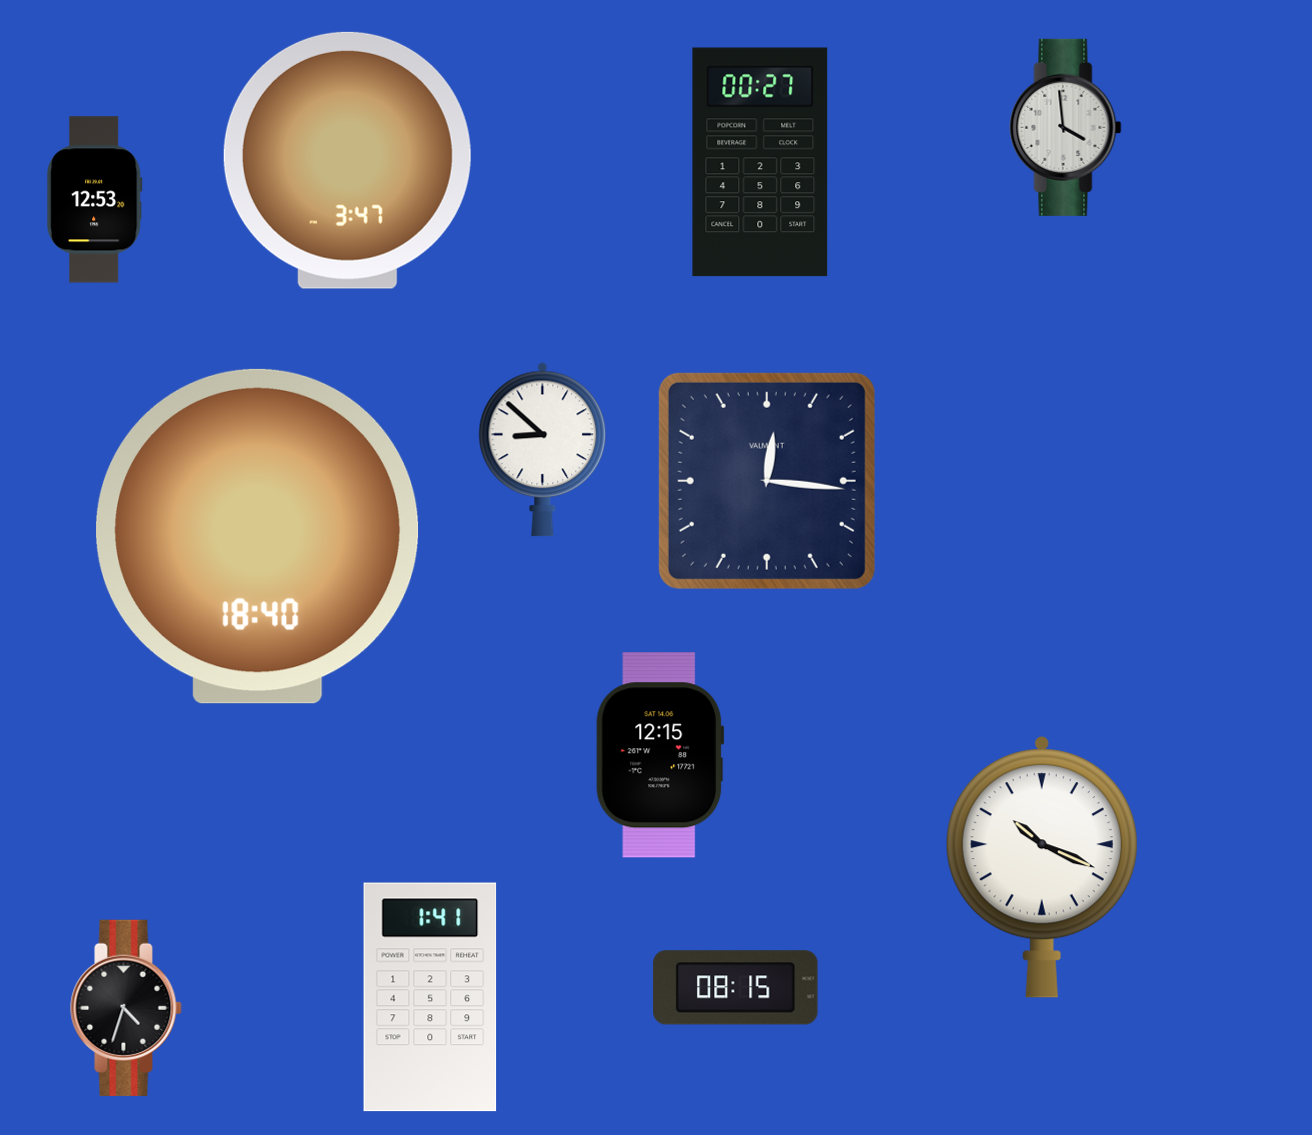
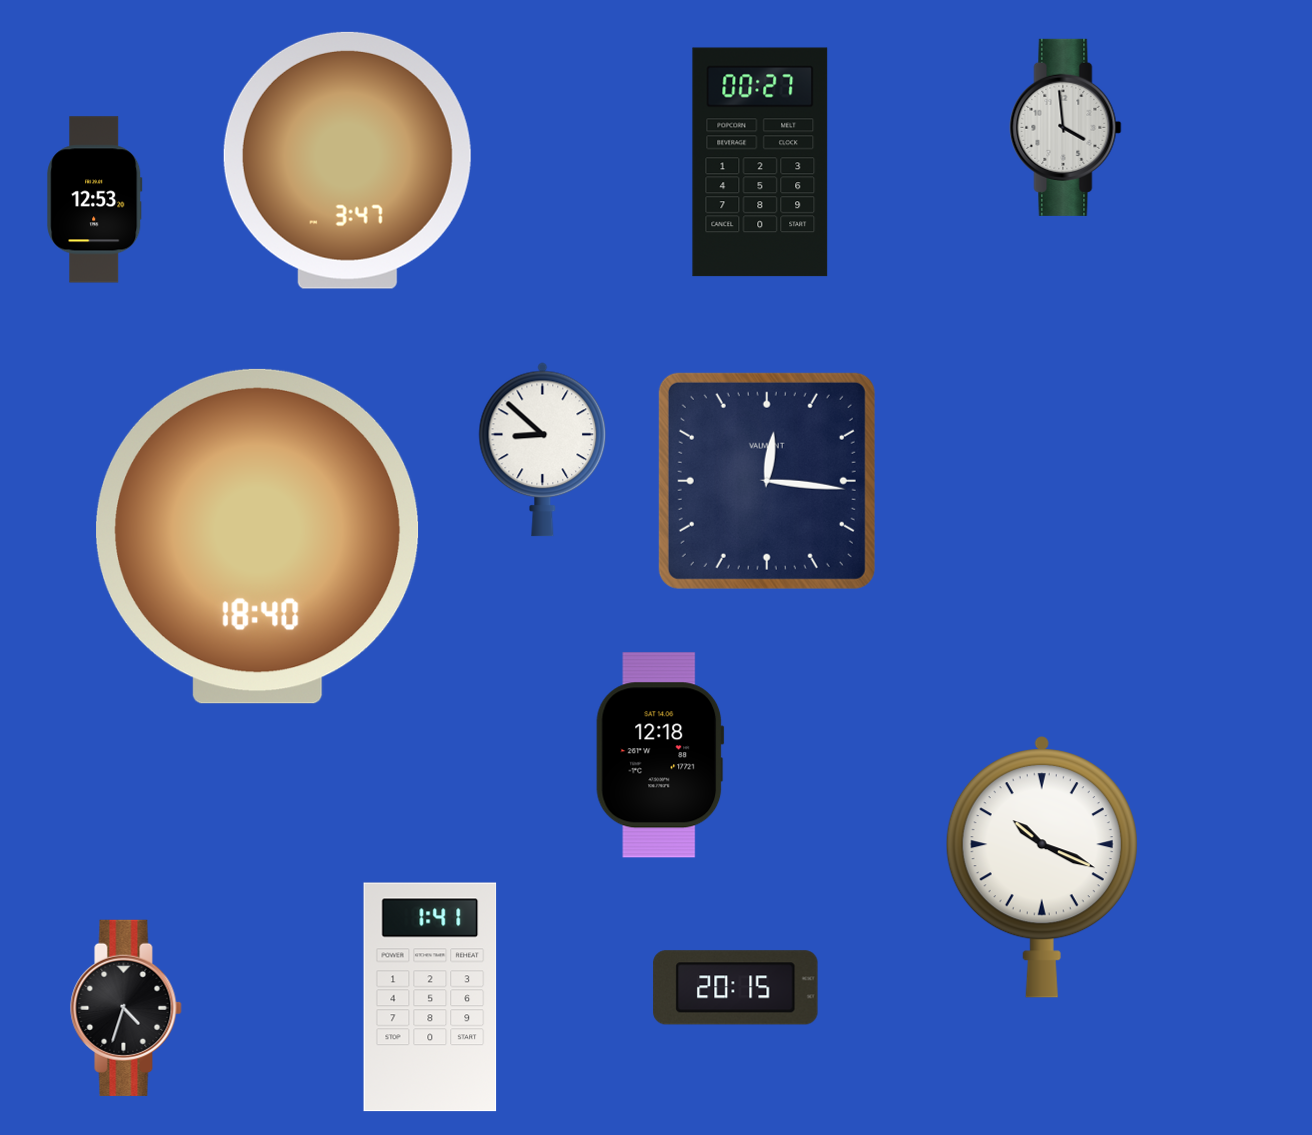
clock at (660, 755): 12:15 -> 12:18
clock at (736, 988): 08:15 -> 20:15
